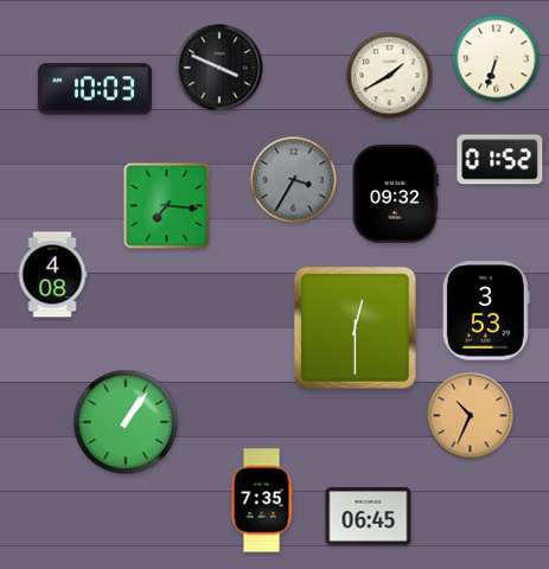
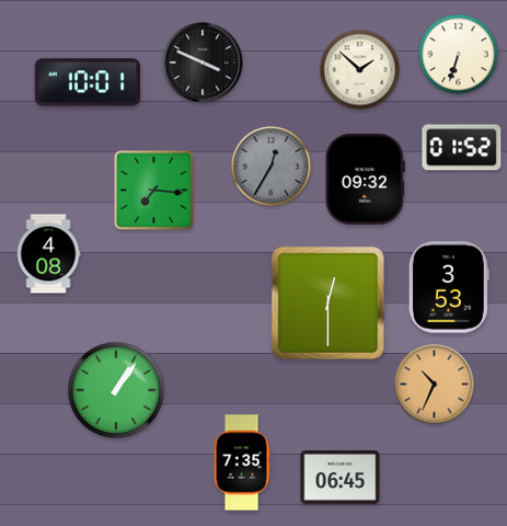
clock at (390, 76): 1:40 -> 1:52
clock at (94, 89): 10:03 -> 10:01
clock at (294, 180): 3:35 -> 12:35
